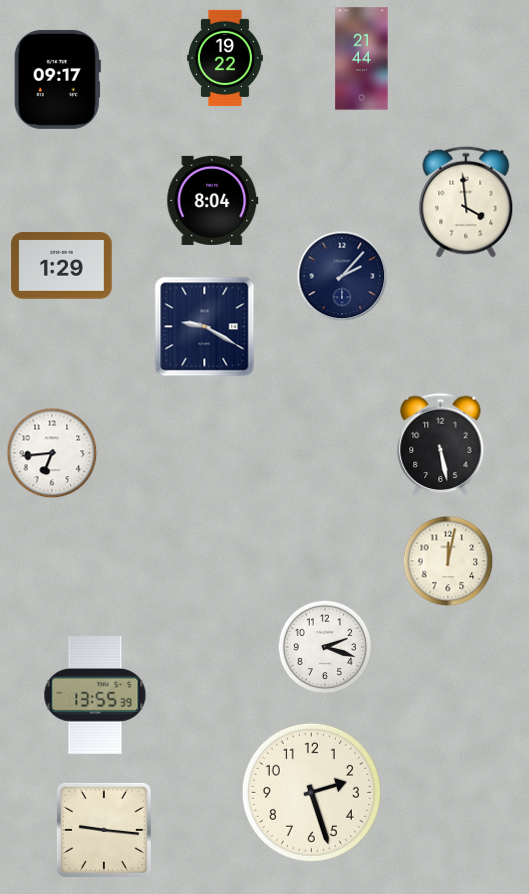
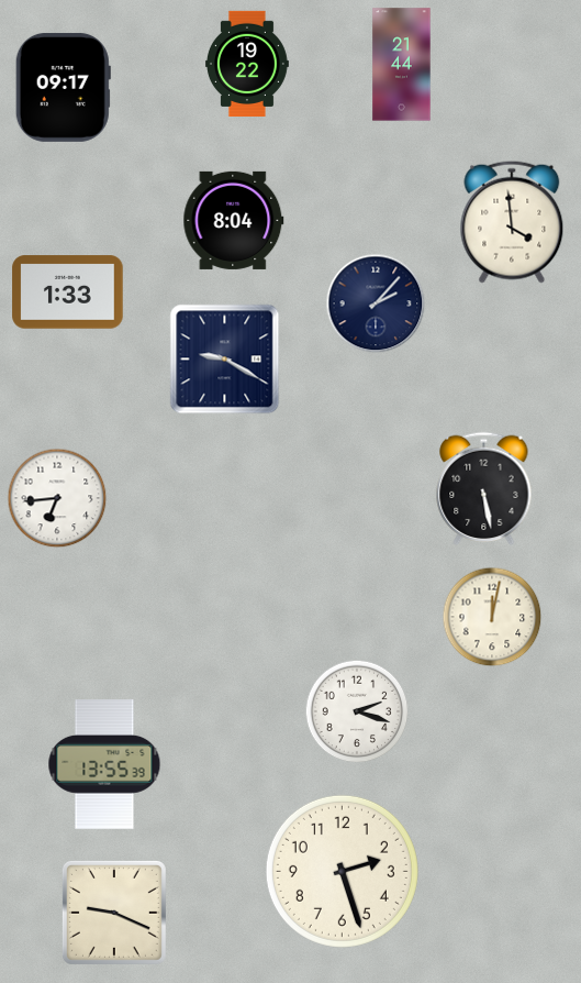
clock at (362, 59) position: (362, 59) -> (402, 65)
clock at (62, 266): 1:29 -> 1:33
clock at (104, 830): 9:16 -> 9:19
